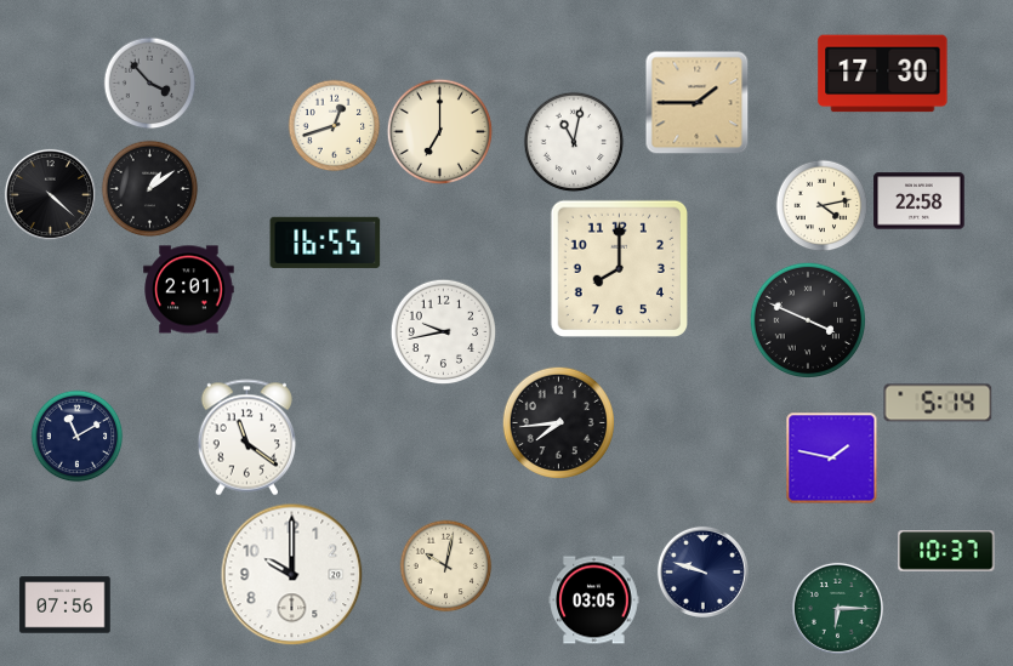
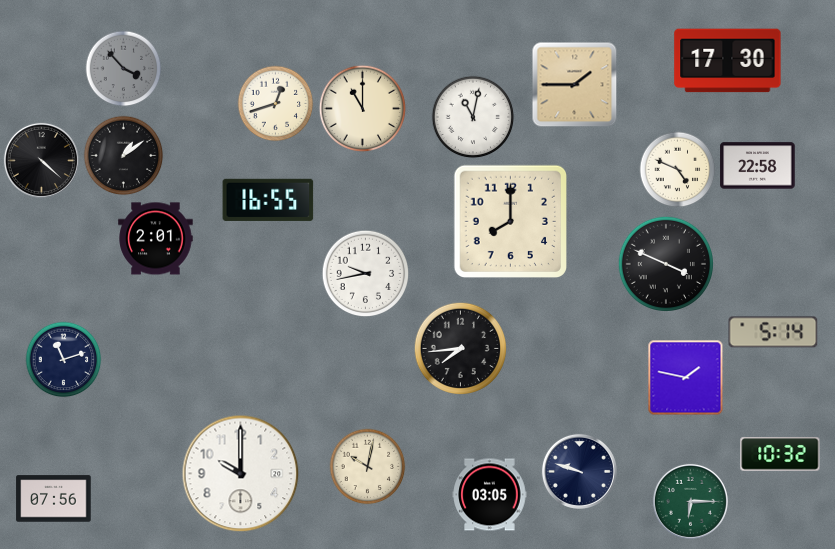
clock at (440, 132): 7:00 -> 11:00
clock at (823, 206): 4:13 -> 4:49
clock at (78, 437): 11:10 -> 11:12
clock at (246, 438): 11:21 -> none
clock at (946, 551): 10:37 -> 10:32
